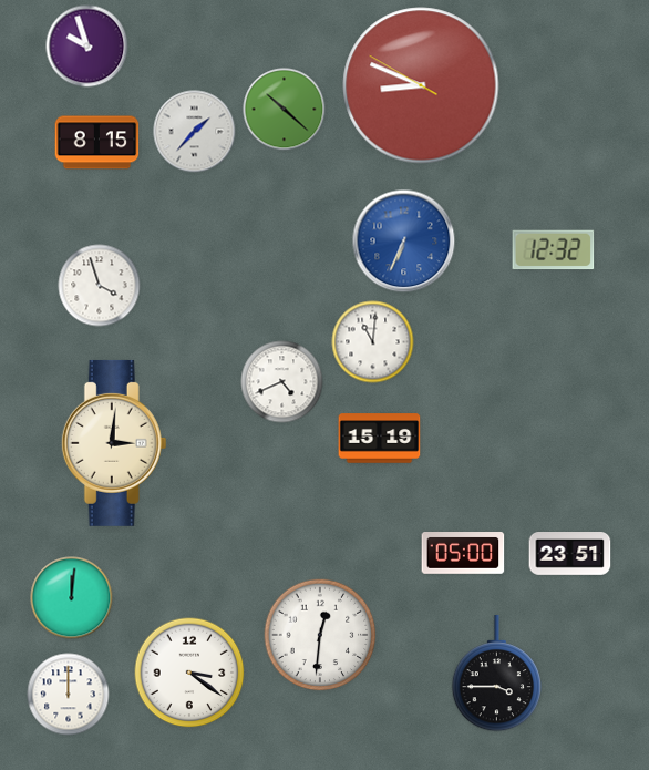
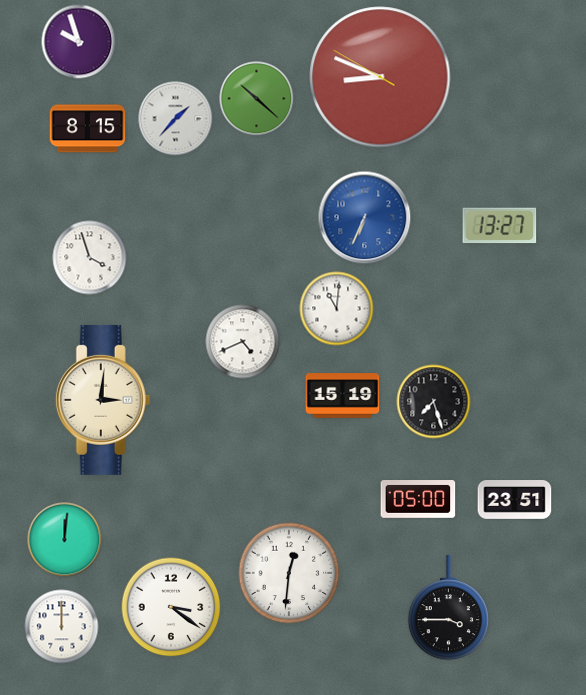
clock at (554, 250): 12:32 -> 13:27
clock at (282, 382) position: (282, 382) -> (243, 342)
clock at (434, 402): none -> 7:27
